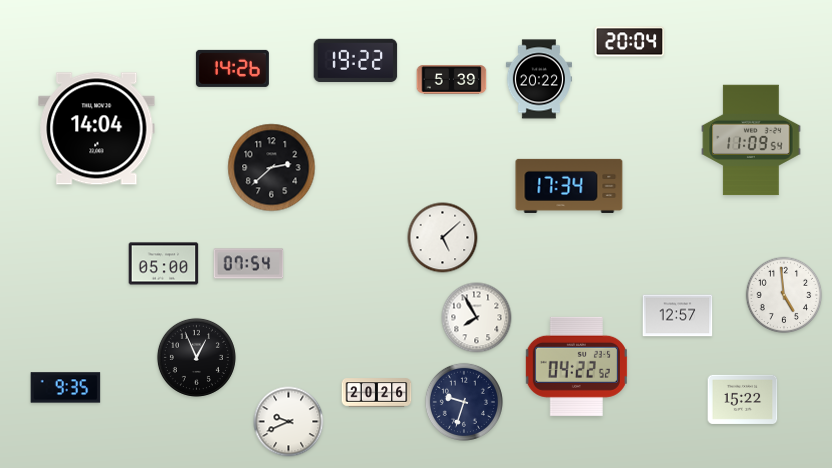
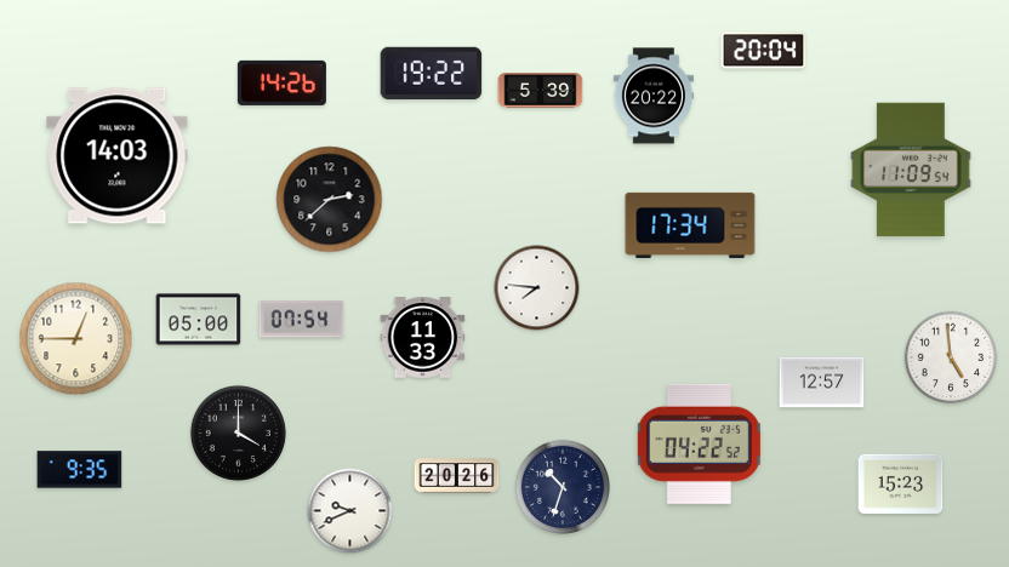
clock at (452, 80) position: (452, 80) -> (541, 91)
clock at (97, 129): 14:04 -> 14:03
clock at (272, 168) position: (272, 168) -> (330, 200)
clock at (443, 238): 5:08 -> 7:46
clock at (423, 338): none -> 11:33
clock at (76, 339): none -> 12:45
clock at (477, 318): 7:55 -> none
clock at (196, 357): 12:56 -> 4:00
clock at (743, 399): 15:22 -> 15:23
clock at (464, 402): 9:33 -> 10:33
